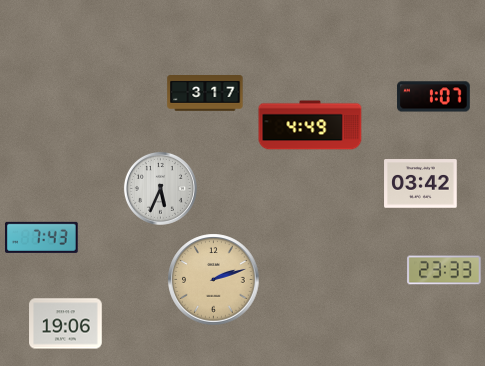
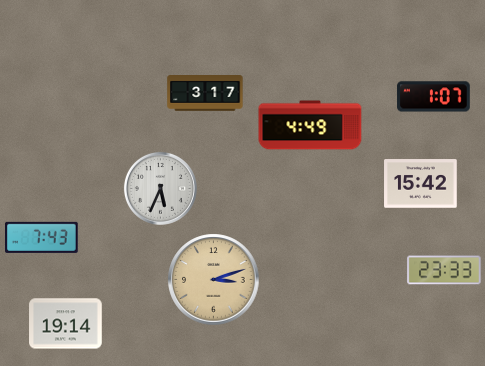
clock at (421, 184): 03:42 -> 15:42
clock at (214, 280): 2:12 -> 3:12
clock at (66, 324): 19:06 -> 19:14
